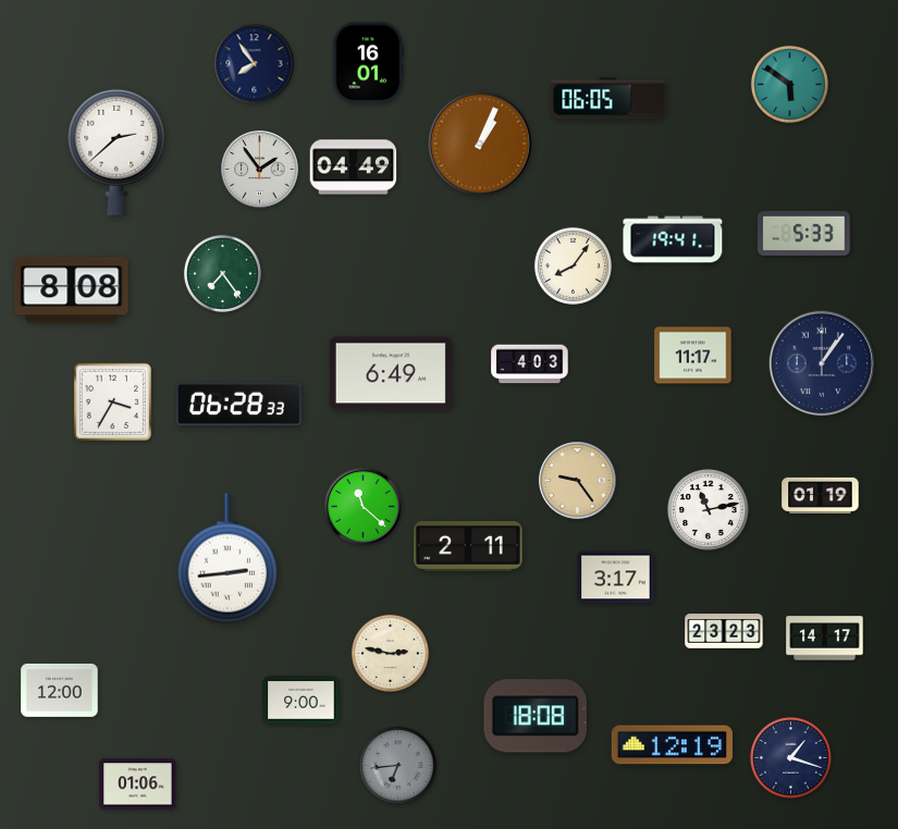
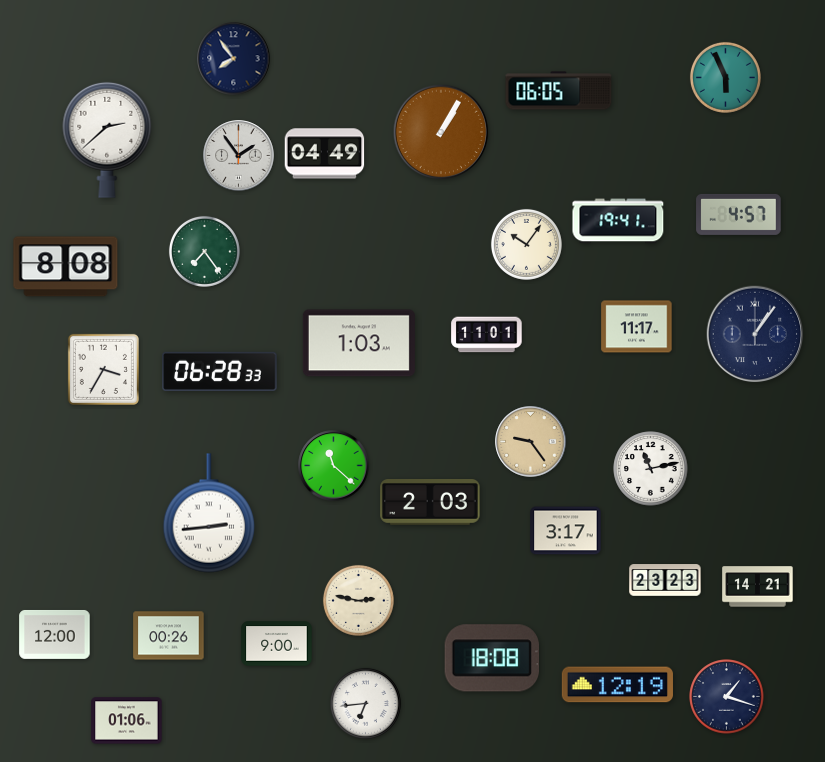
clock at (368, 63): 16:01 -> none
clock at (789, 84): 5:51 -> 5:56
clock at (480, 144): 1:04 -> 1:05
clock at (804, 233): 5:33 -> 4:57
clock at (573, 265): 8:06 -> 10:06
clock at (530, 364): 4:03 -> 11:01
clock at (391, 373): 6:49 -> 1:03
clock at (821, 495): 01:19 -> none
clock at (468, 547): 2:11 -> 2:03
clock at (825, 639): 14:17 -> 14:21
clock at (169, 636): none -> 00:26
clock at (397, 765) dial: grey -> white
